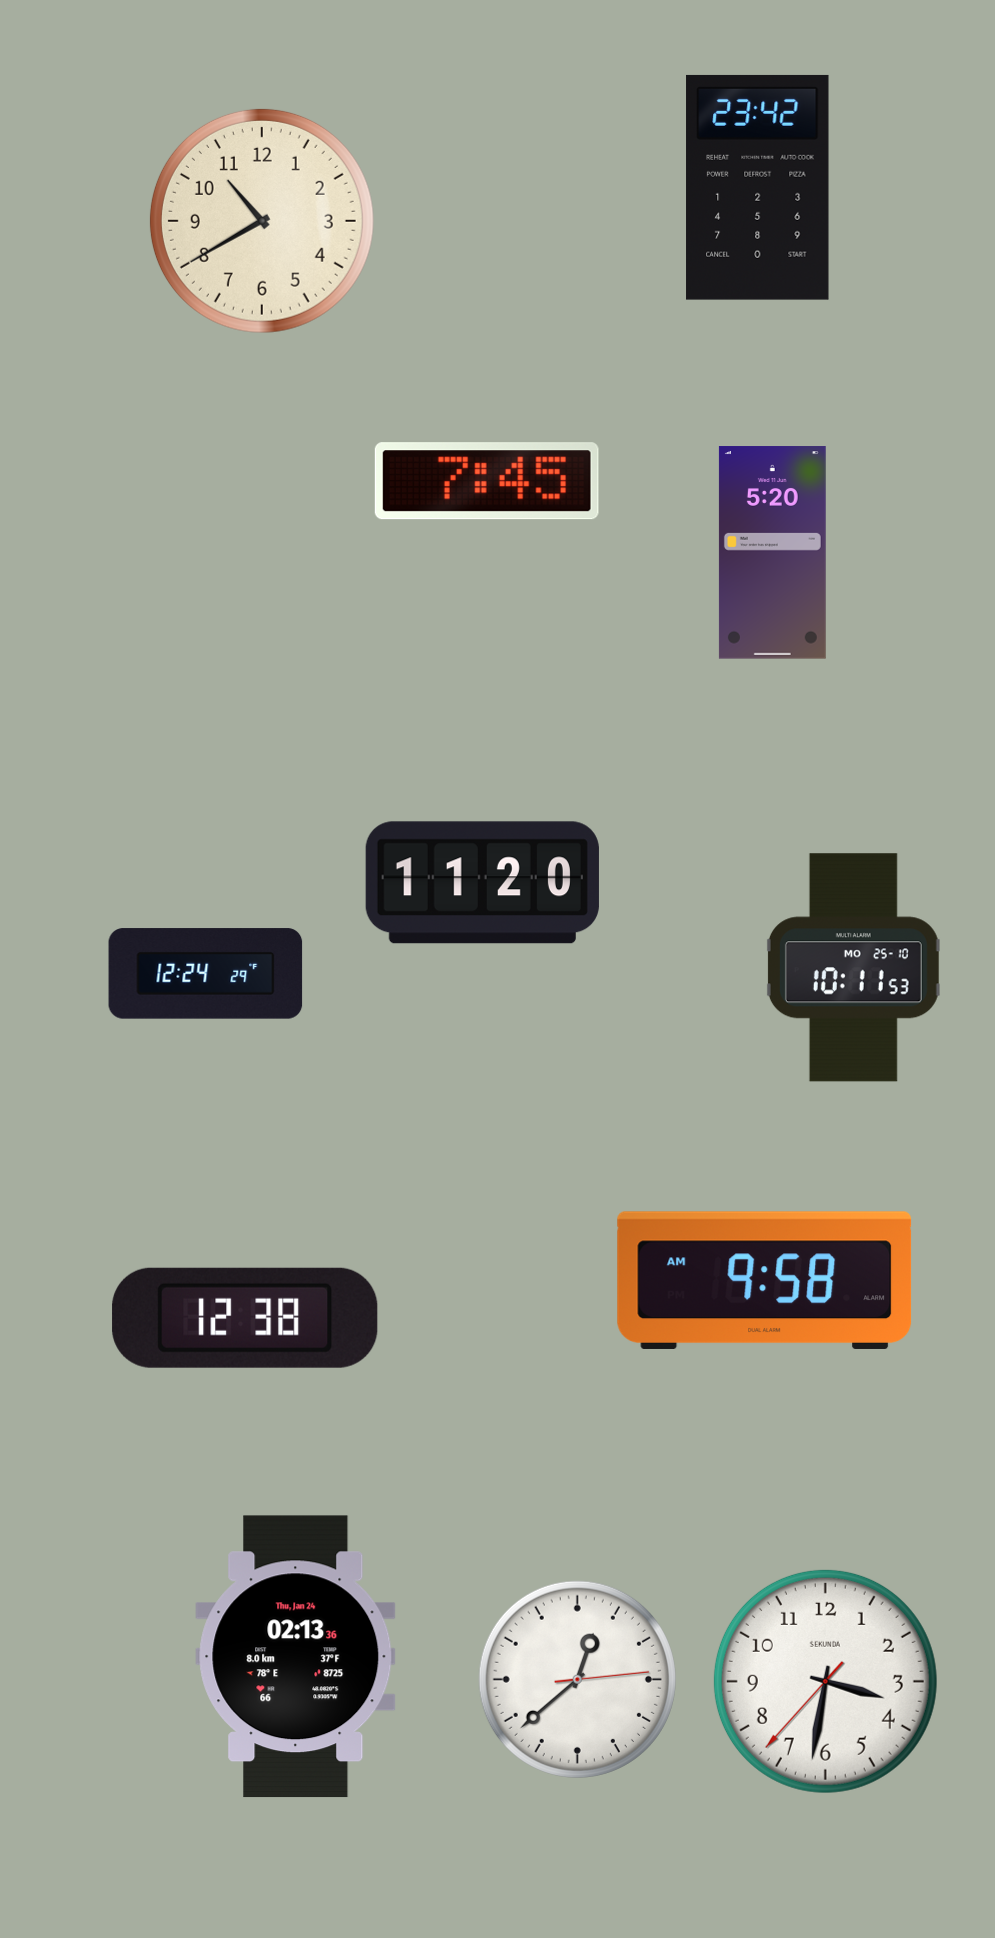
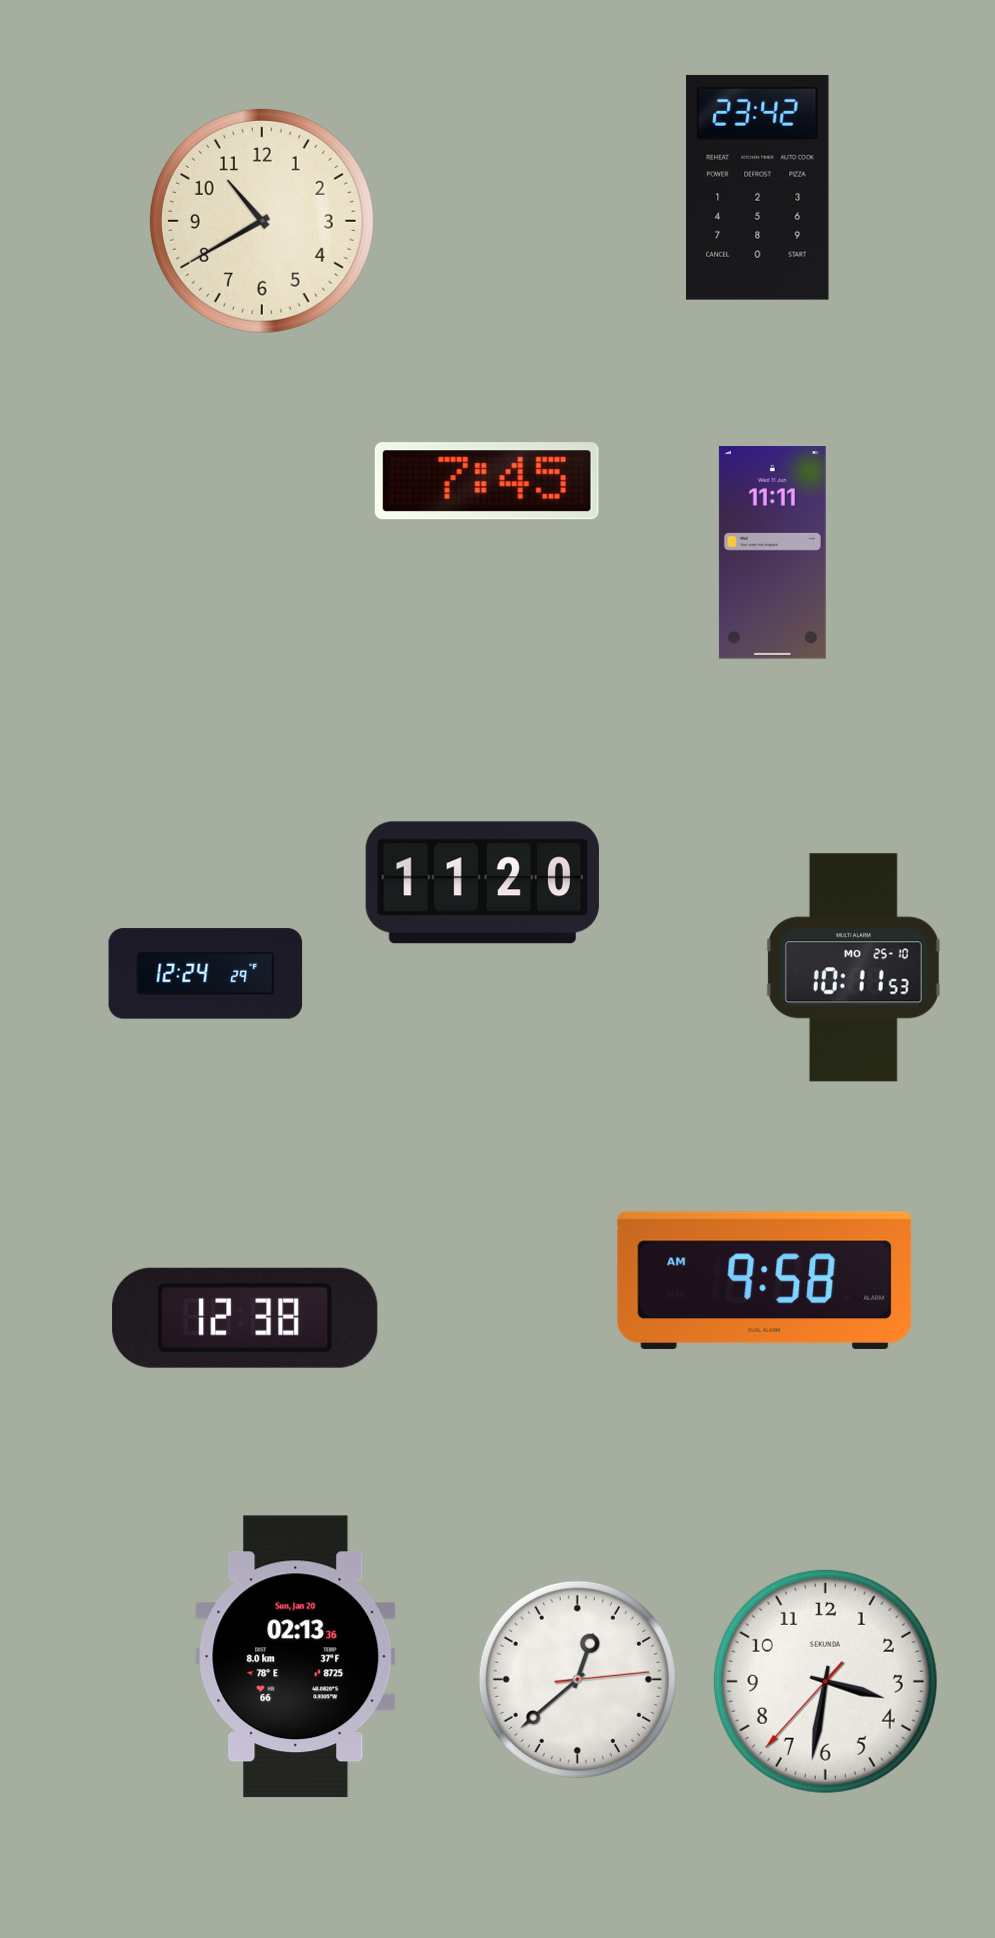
clock at (772, 553): 5:20 -> 11:11
clock at (296, 1657) date: Thu, Jan 24 -> Sun, Jan 20
